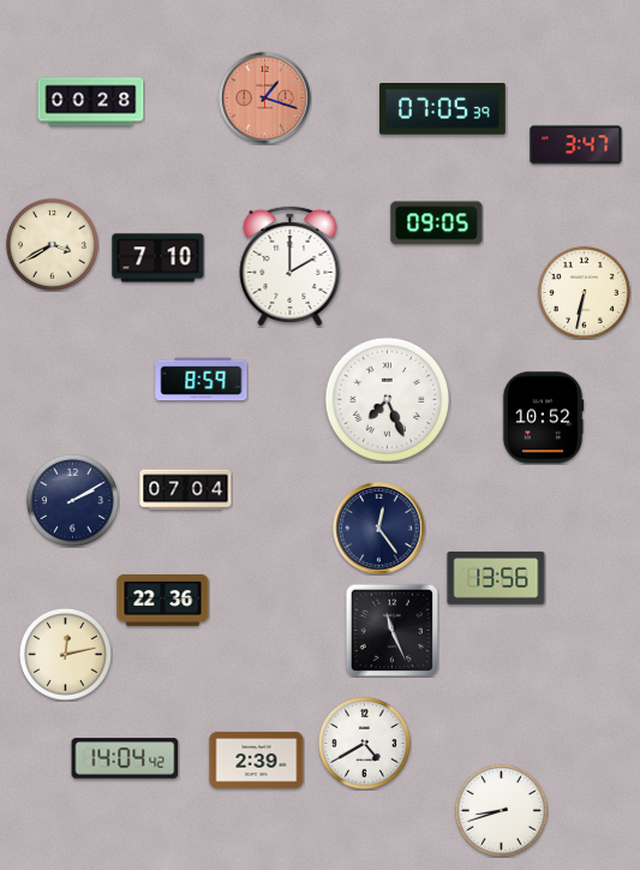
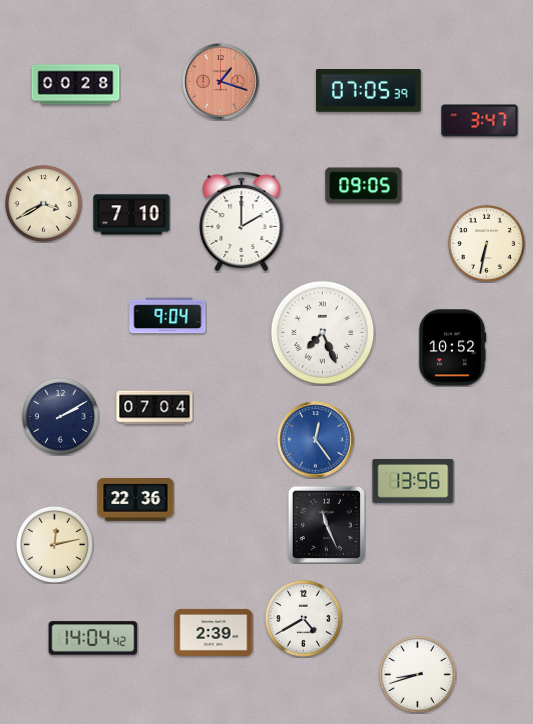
clock at (202, 380): 8:59 -> 9:04
clock at (379, 529) dial: navy -> blue
clock at (125, 758) position: (125, 758) -> (93, 638)
